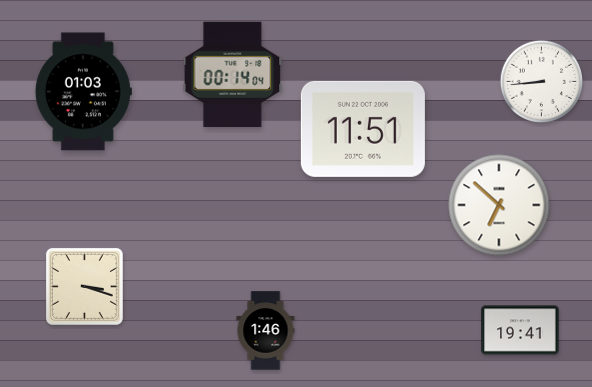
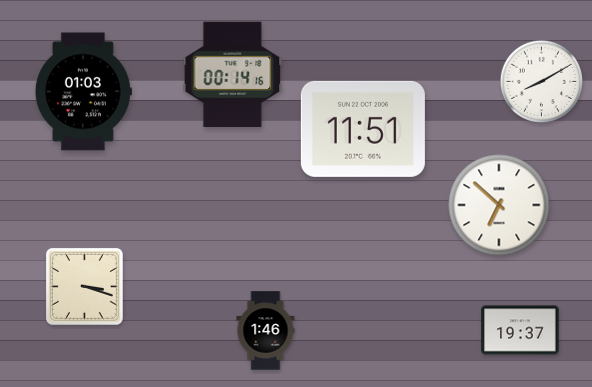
clock at (233, 74): 00:14:04 -> 00:14:16
clock at (541, 81): 8:44 -> 8:10
clock at (520, 330): 19:41 -> 19:37
